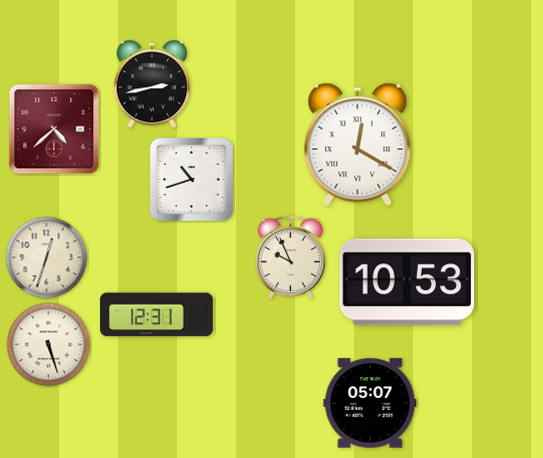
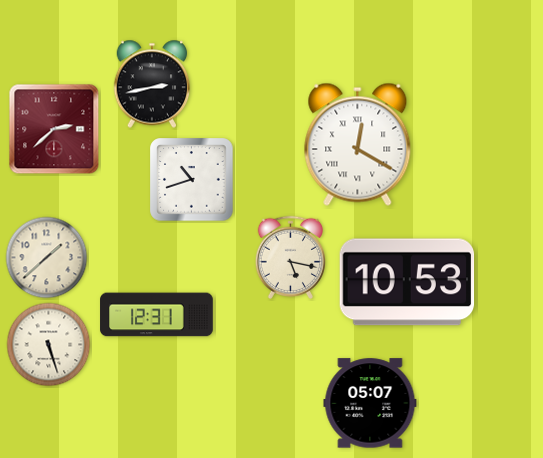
clock at (54, 129): 4:38 -> 2:38
clock at (290, 257): 9:56 -> 5:17
clock at (47, 258): 12:33 -> 1:38
